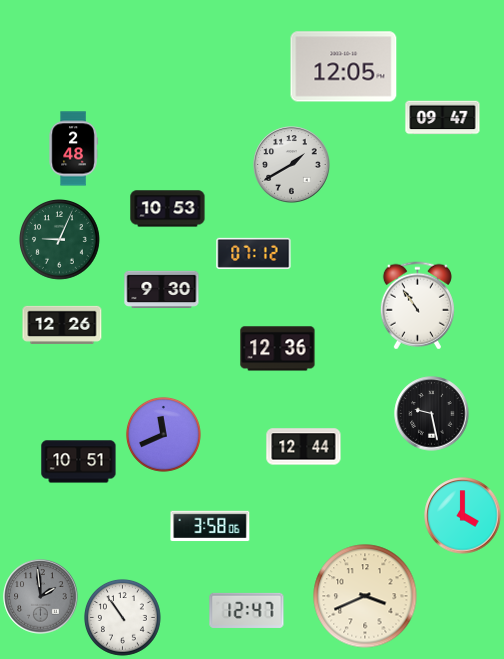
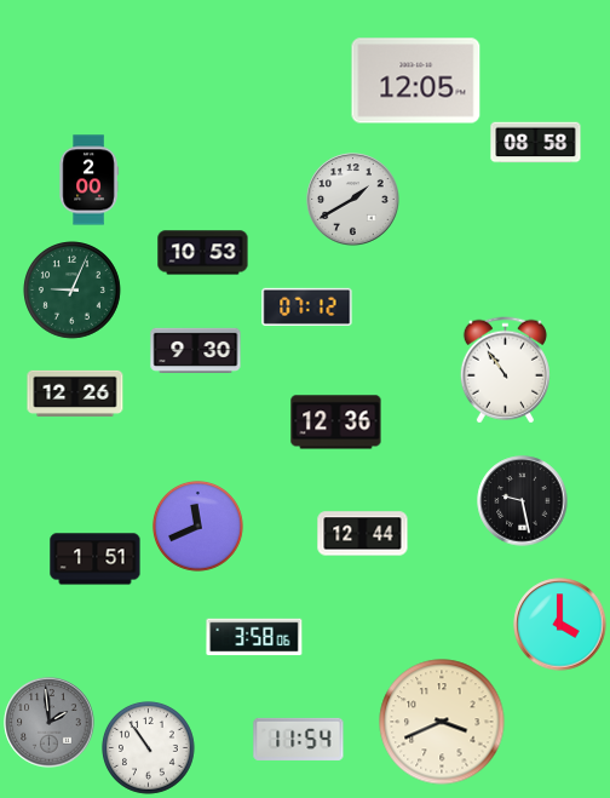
clock at (443, 118): 09:47 -> 08:58
clock at (73, 149): 2:48 -> 2:00
clock at (304, 447) position: (304, 447) -> (363, 534)
clock at (79, 462): 10:51 -> 1:51
clock at (247, 610): 12:47 -> 11:54
